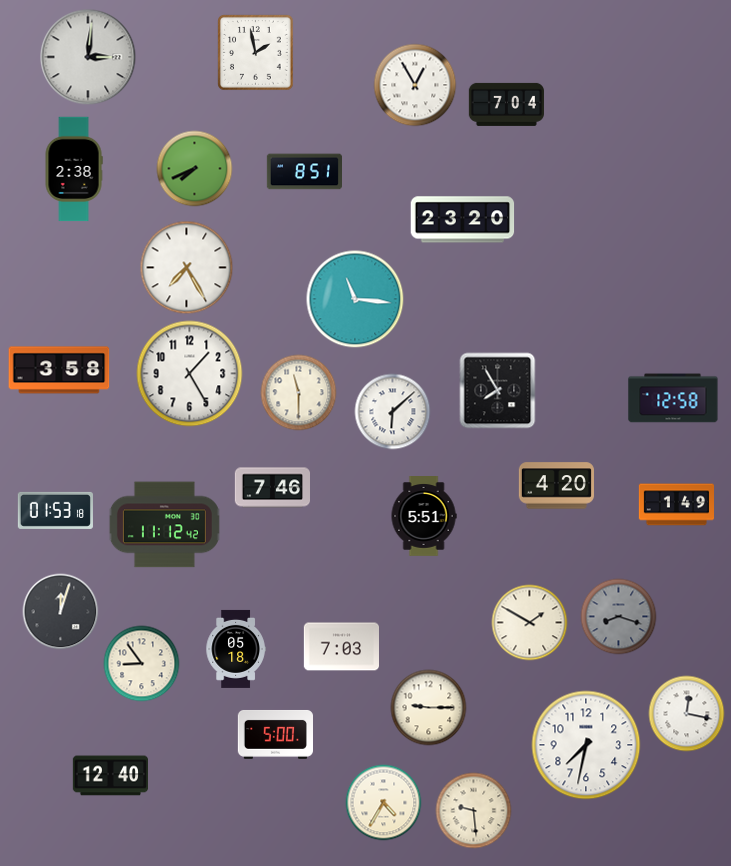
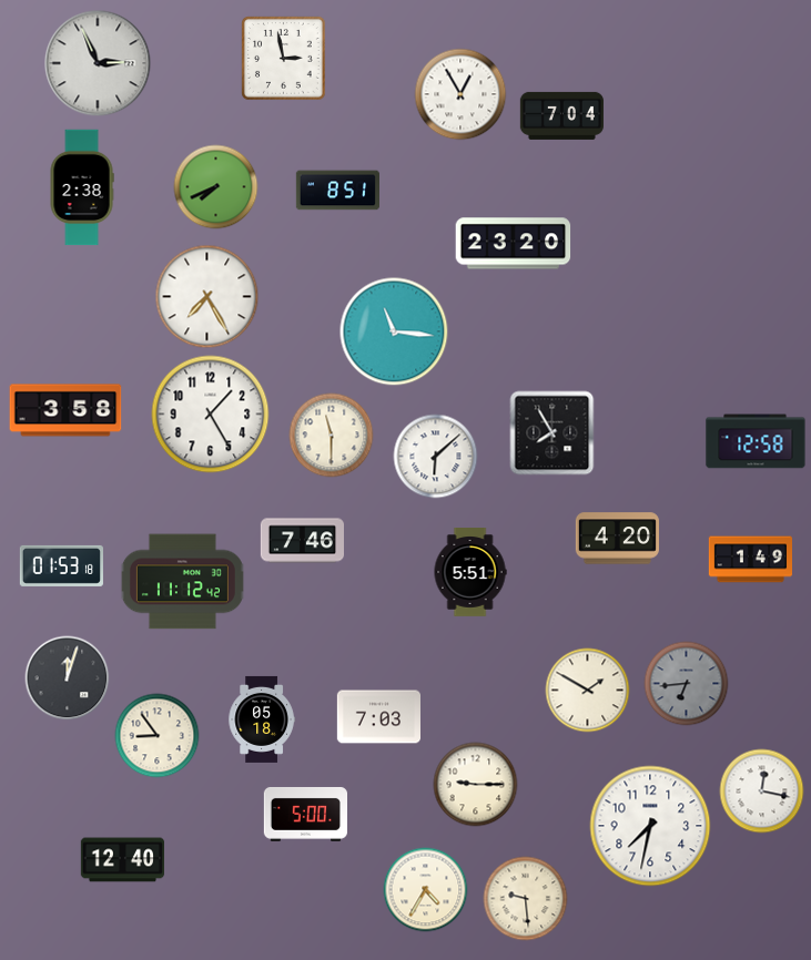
clock at (256, 53): 1:58 -> 2:58
clock at (88, 57): 3:01 -> 2:56
clock at (673, 398) position: (673, 398) -> (756, 441)
clock at (619, 617): 8:18 -> 6:44
